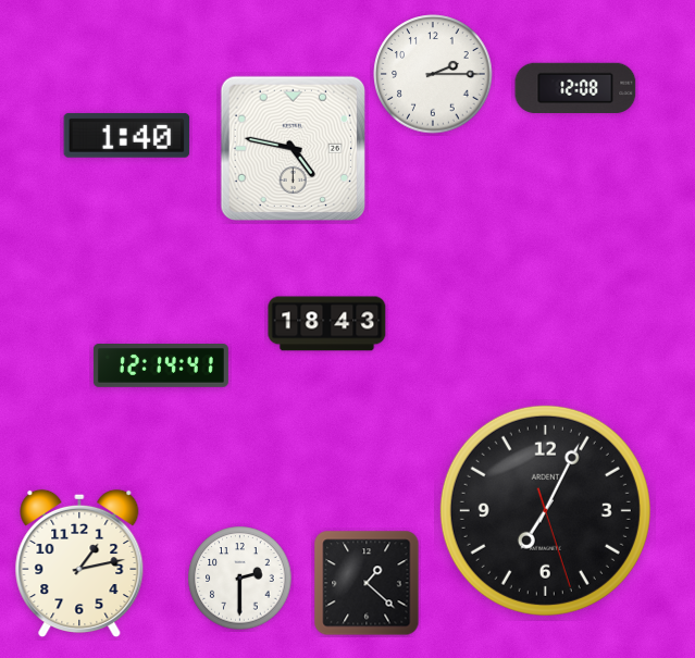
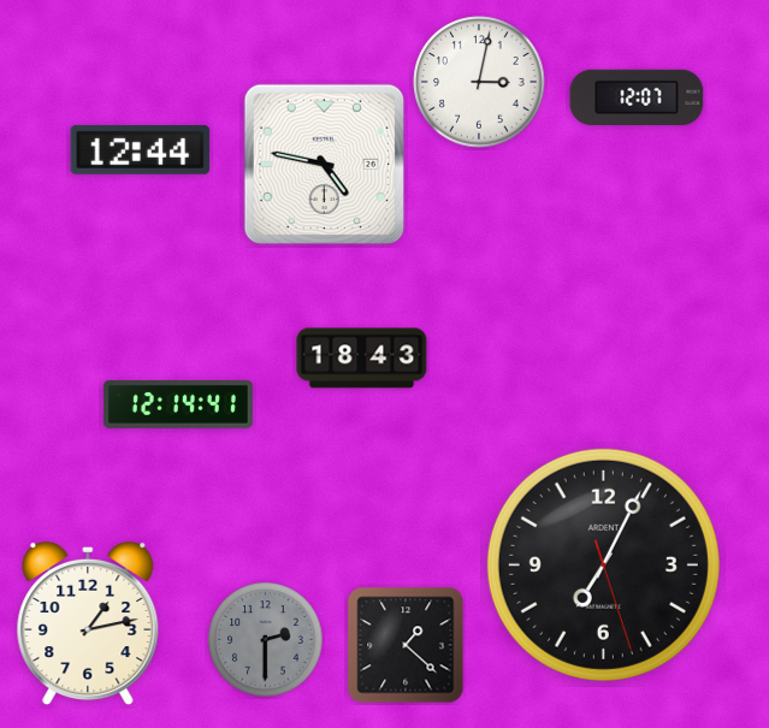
clock at (433, 74): 2:15 -> 3:02
clock at (575, 88): 12:08 -> 12:07
clock at (127, 135): 1:40 -> 12:44
clock at (240, 579) dial: white -> grey
